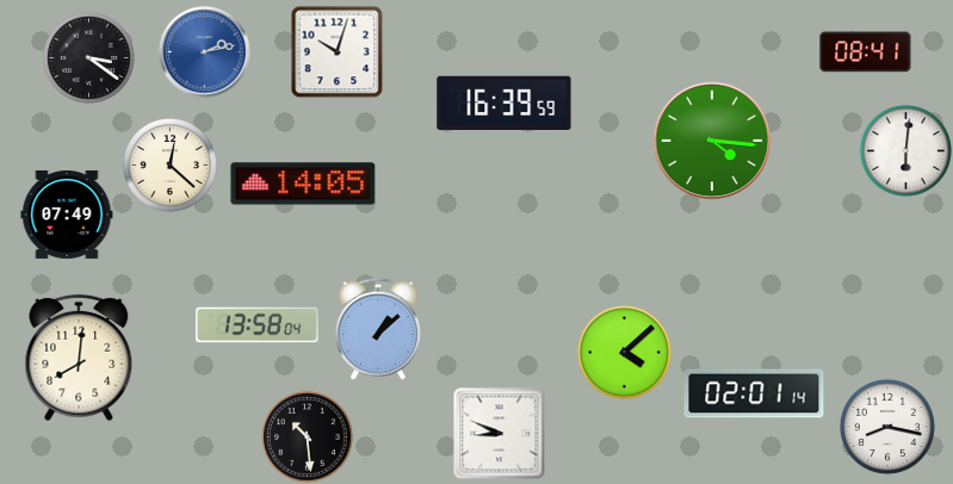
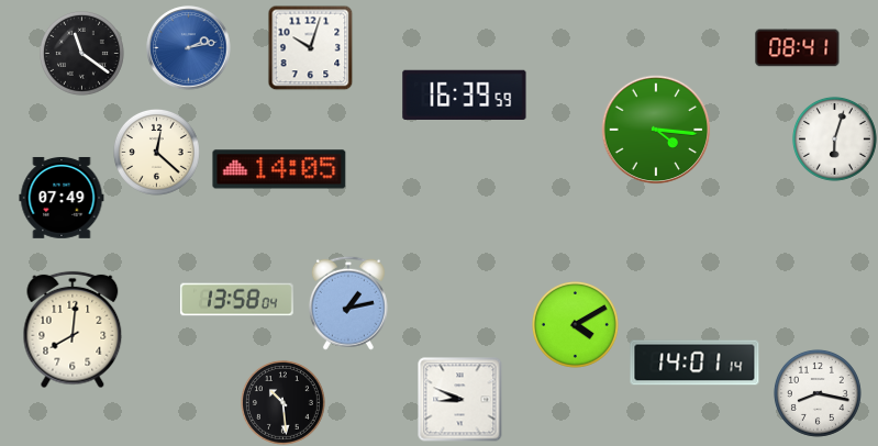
clock at (88, 57): 3:21 -> 11:21
clock at (905, 150): 6:01 -> 6:03
clock at (378, 329): 1:08 -> 1:13
clock at (624, 352): 4:08 -> 4:10
clock at (754, 393): 02:01 -> 14:01
